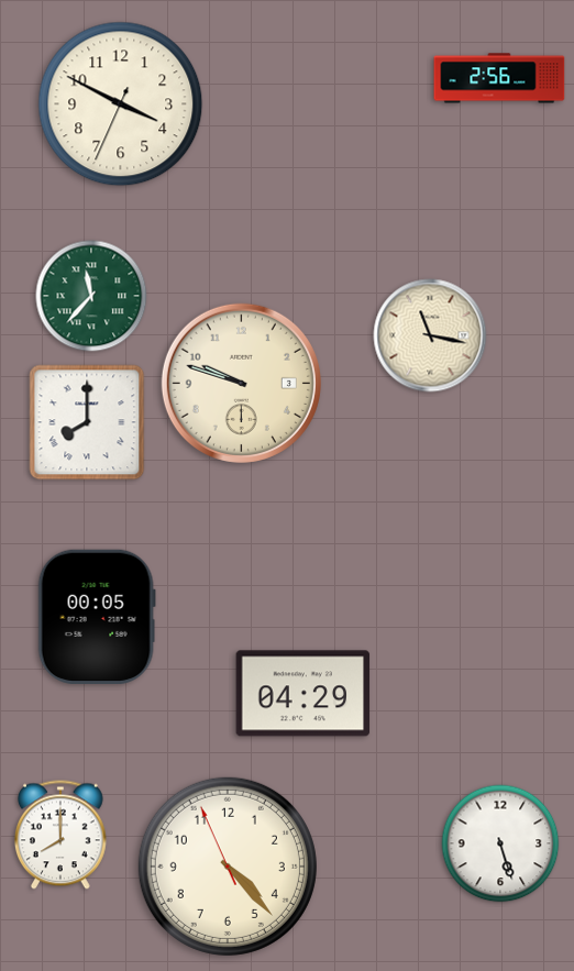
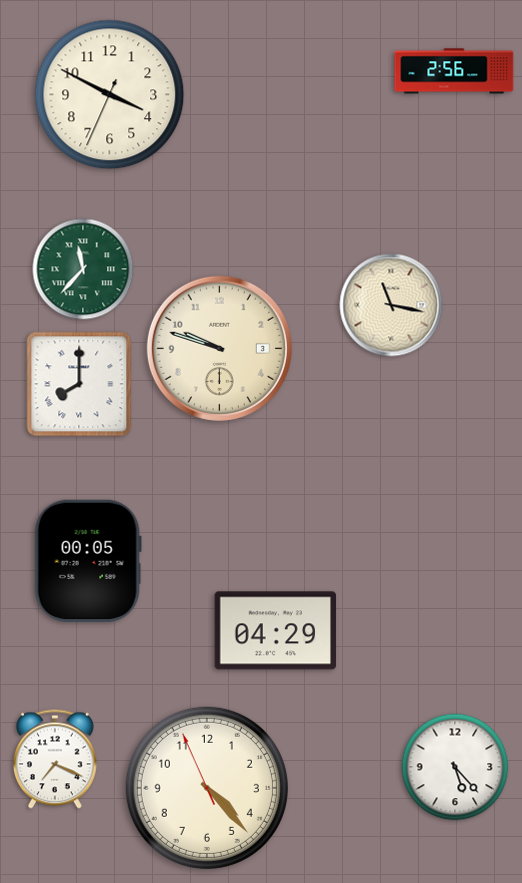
clock at (60, 835): 8:00 -> 7:19
clock at (500, 843): 5:27 -> 5:23
